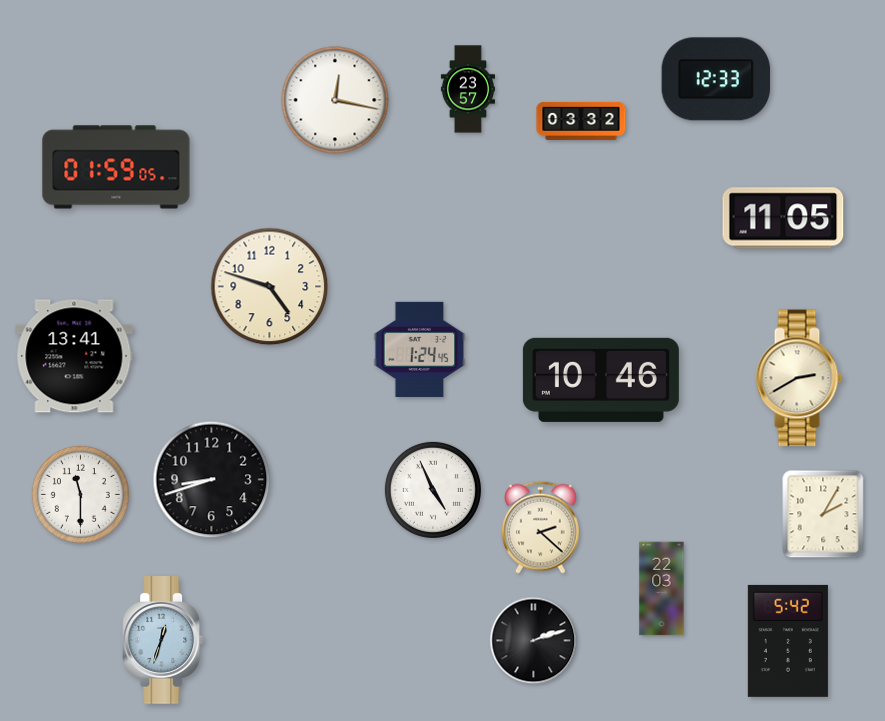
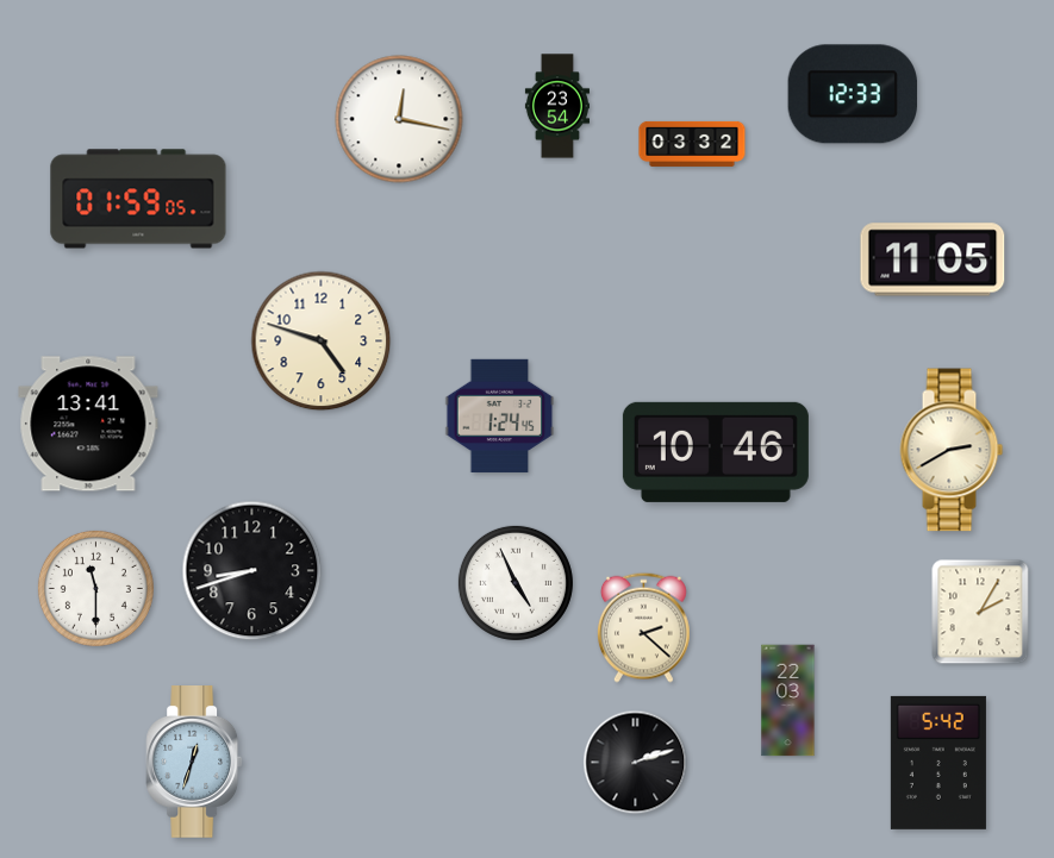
clock at (468, 89): 23:57 -> 23:54
